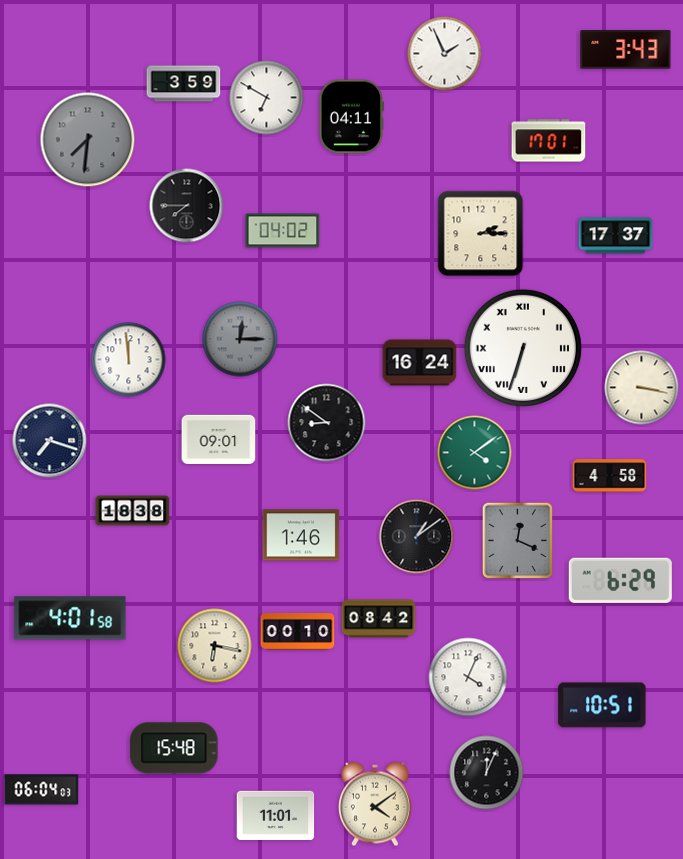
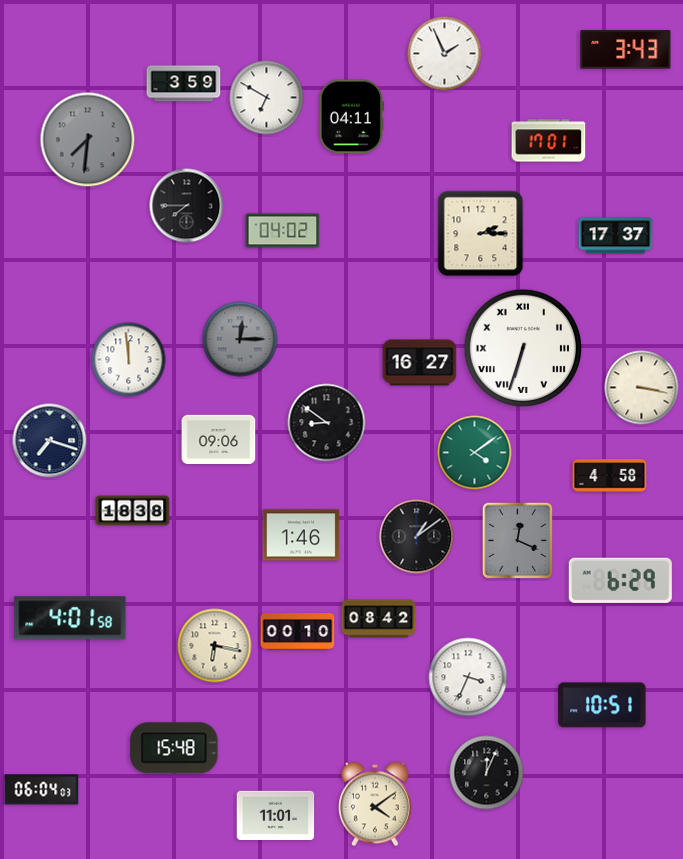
clock at (420, 363): 16:24 -> 16:27
clock at (219, 439): 09:01 -> 09:06
clock at (468, 677): 4:04 -> 3:34
